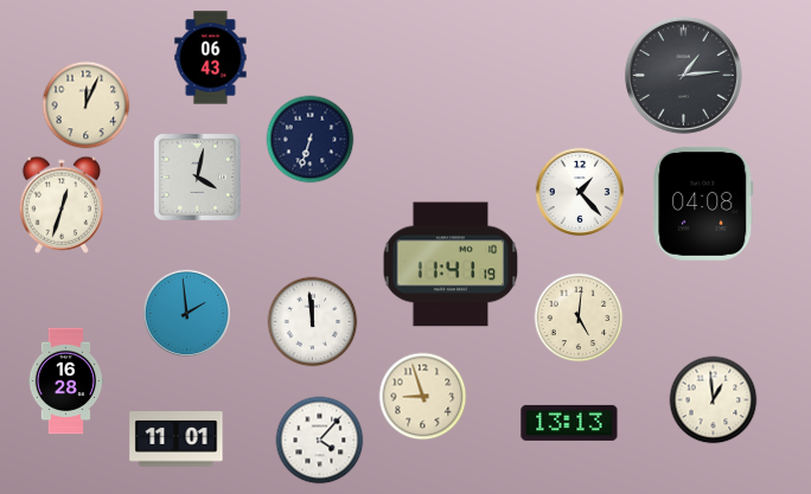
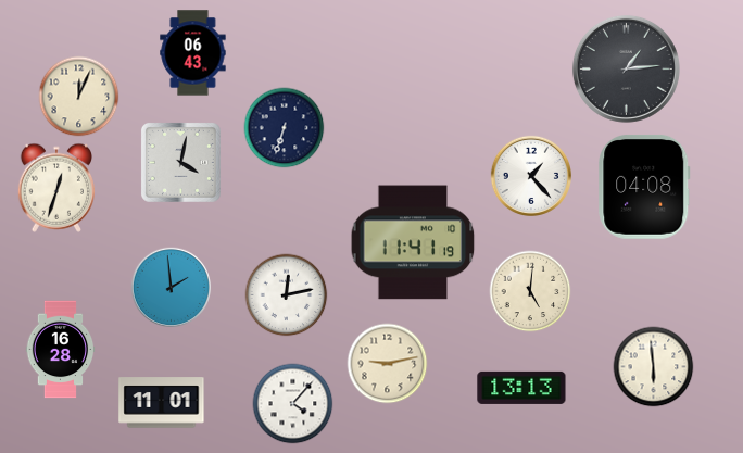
clock at (313, 322): 11:59 -> 12:13
clock at (423, 397): 8:57 -> 9:13
clock at (714, 400): 12:59 -> 5:59
